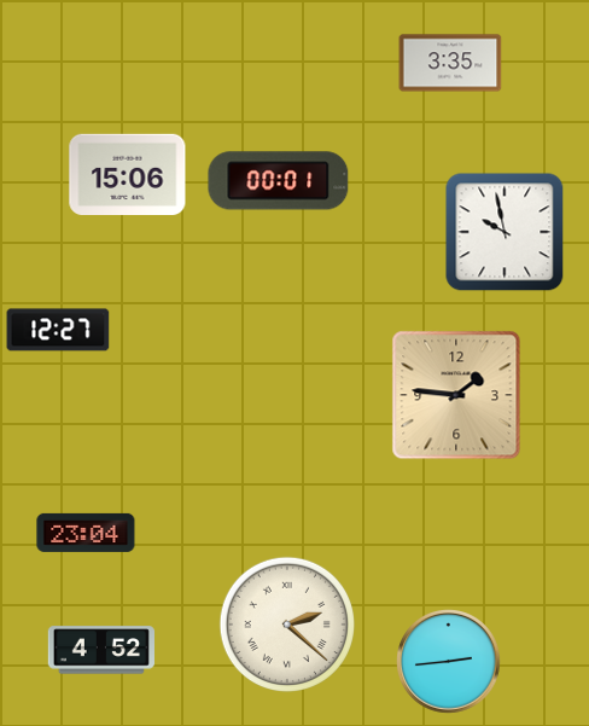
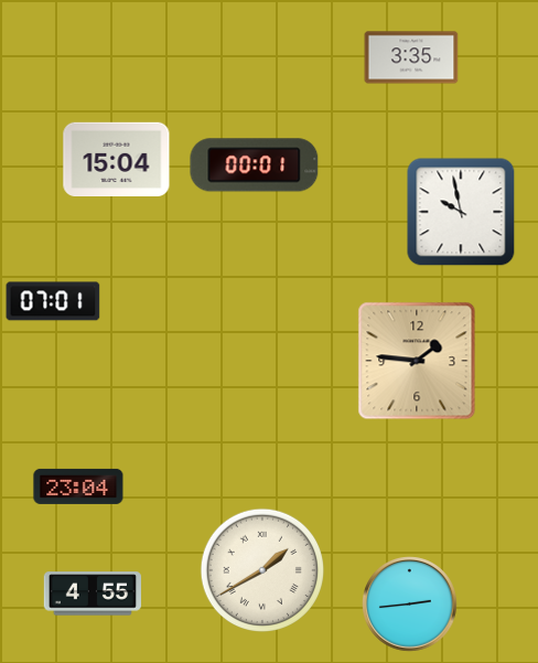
clock at (128, 174): 15:06 -> 15:04
clock at (58, 330): 12:27 -> 07:01
clock at (286, 623): 2:22 -> 1:40
clock at (100, 650): 4:52 -> 4:55
